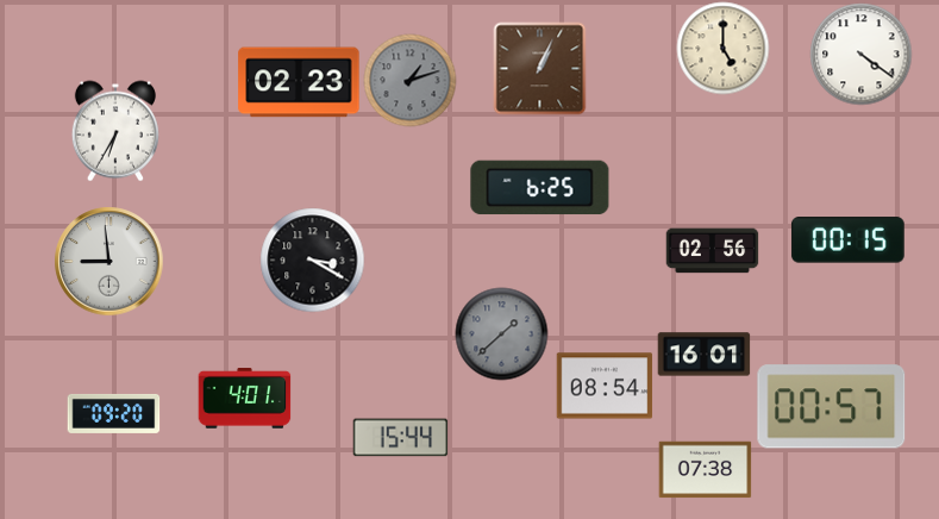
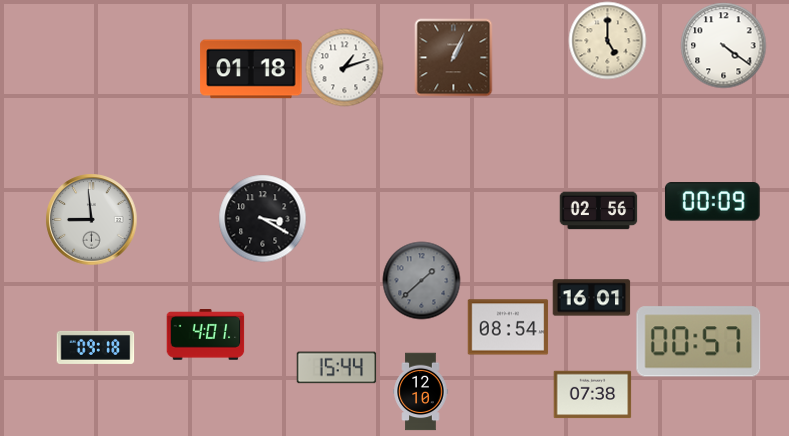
clock at (409, 80) dial: grey -> white
clock at (299, 82): 02:23 -> 01:18
clock at (115, 131): 6:35 -> none
clock at (540, 188): 6:25 -> none
clock at (847, 240): 00:15 -> 00:09
clock at (605, 386) position: (605, 386) -> (508, 327)
clock at (113, 413): 09:20 -> 09:18
clock at (421, 391): none -> 12:10
